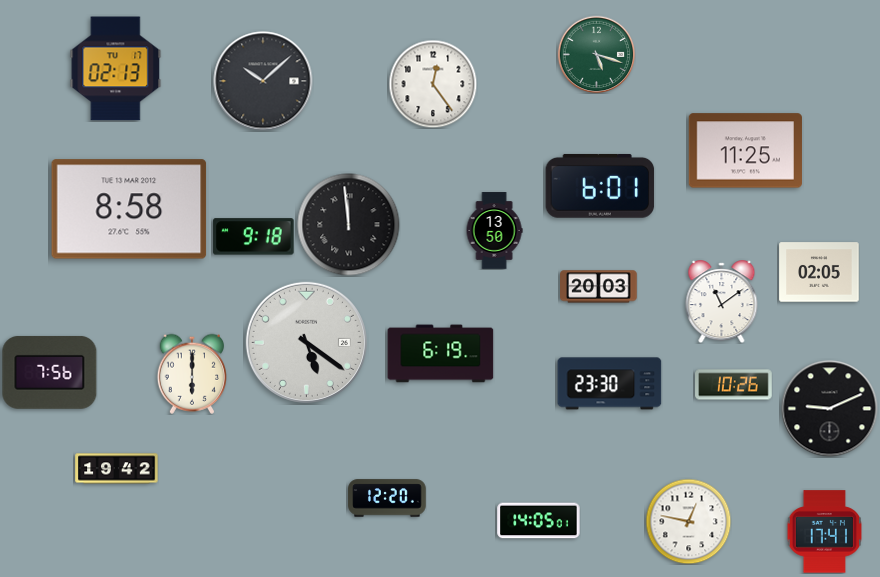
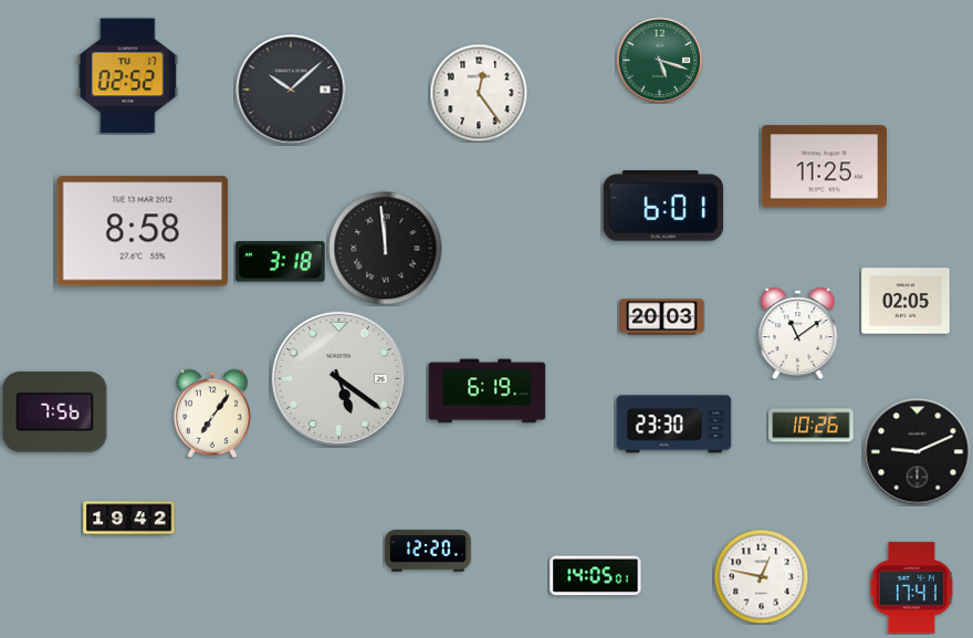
clock at (116, 69): 02:13 -> 02:52
clock at (494, 231): 13:50 -> none
clock at (254, 237): 9:18 -> 3:18
clock at (191, 374): 6:00 -> 7:06
